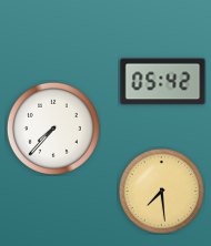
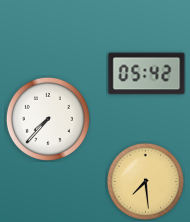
clock at (53, 129) position: (53, 129) -> (48, 119)
clock at (161, 191) position: (161, 191) -> (145, 181)
